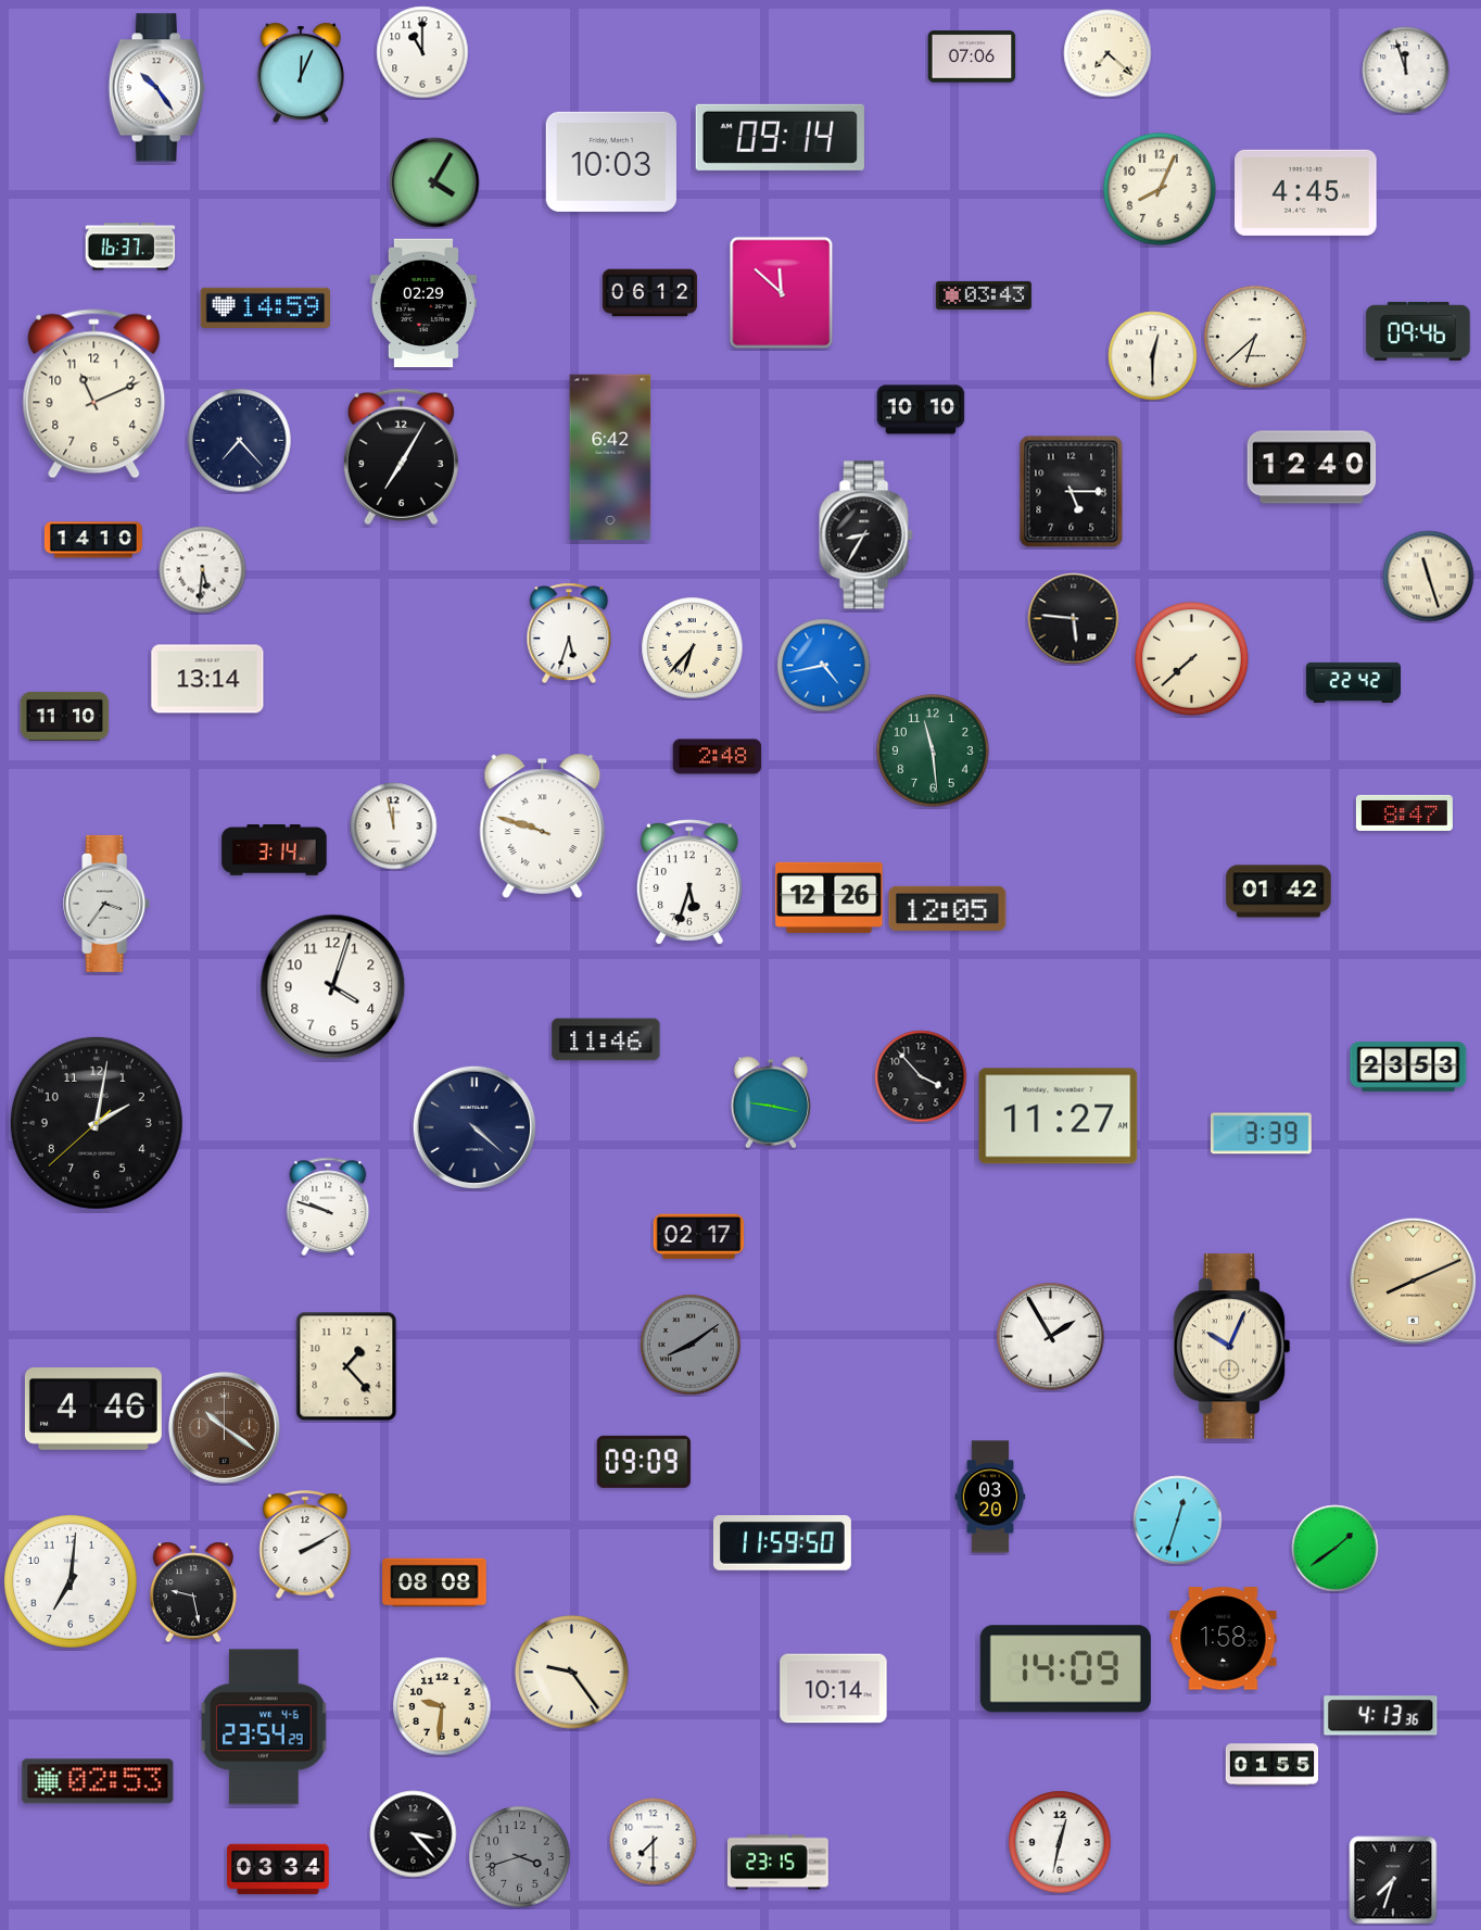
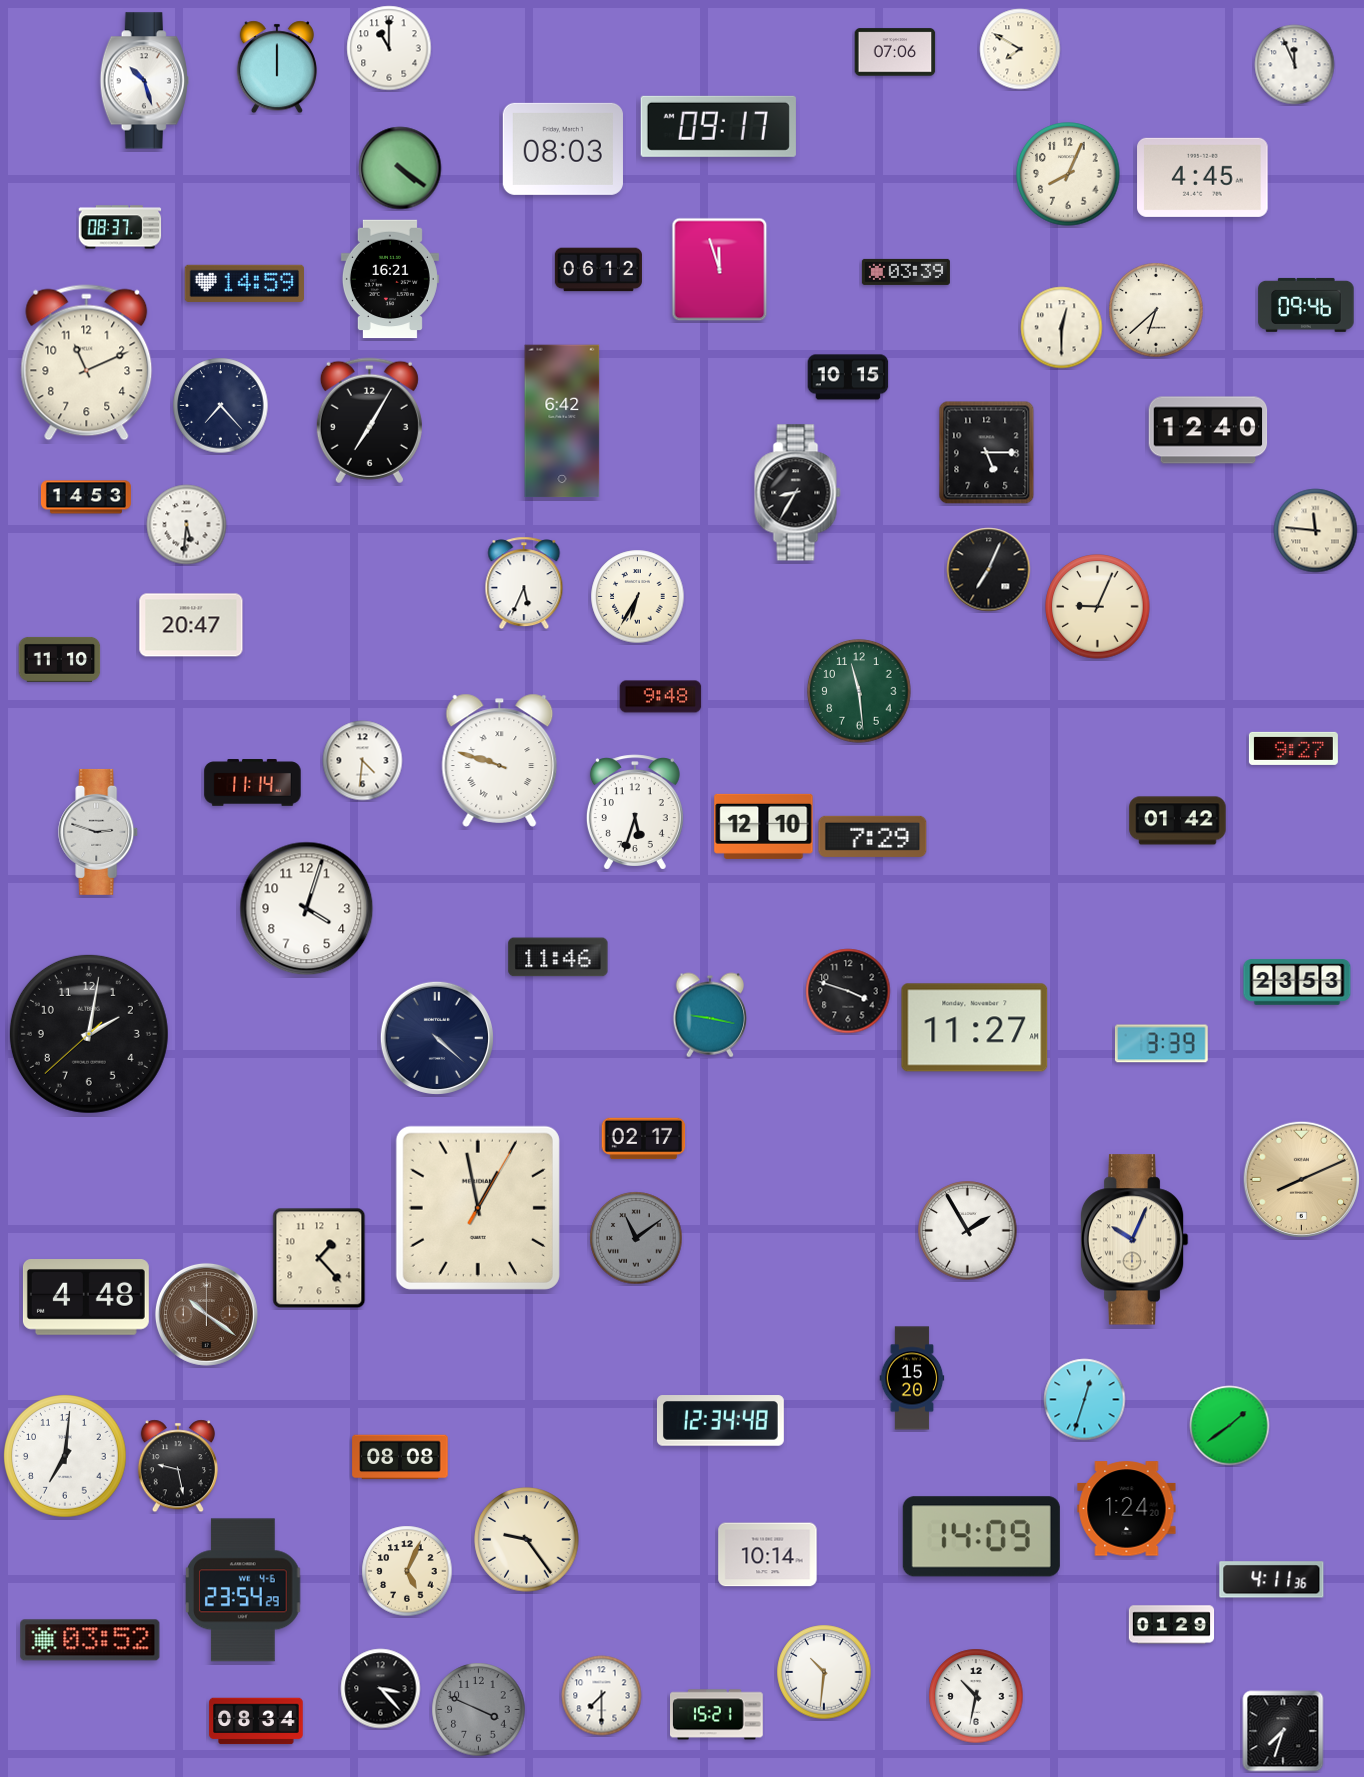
clock at (1107, 53): 7:22 -> 7:50
clock at (1406, 71): 11:57 -> 11:56
clock at (301, 73): 12:04 -> 12:00
clock at (156, 88): 10:24 -> 10:27
clock at (780, 137): 09:14 -> 09:17
clock at (611, 162): 10:03 -> 08:03
clock at (434, 182): 4:05 -> 4:21
clock at (130, 247): 16:37 -> 08:37
clock at (782, 293): 11:52 -> 11:57
clock at (984, 295): 03:43 -> 03:39
clock at (423, 303): 02:29 -> 16:21
clock at (921, 409): 10:10 -> 10:15
clock at (93, 540): 14:10 -> 14:53
clock at (1429, 577): 11:27 -> 11:46
clock at (1074, 619): 5:46 -> 7:04
clock at (569, 633): 5:33 -> 5:34
clock at (693, 648): 6:37 -> 6:35
clock at (1192, 659): 7:38 -> 9:04
clock at (824, 666): 4:43 -> none
clock at (207, 679): 13:14 -> 20:47
clock at (1353, 682): 22:42 -> none
clock at (718, 757): 2:48 -> 9:48
clock at (1404, 812): 8:47 -> 9:27
clock at (394, 827): 11:58 -> 4:31
clock at (275, 850): 3:14 -> 11:14
clock at (830, 897): 12:26 -> 12:10
clock at (107, 904): 3:36 -> 2:48
clock at (948, 908): 12:05 -> 7:29
clock at (921, 1076): 3:53 -> 3:48
clock at (328, 1207): 9:48 -> none
clock at (478, 1208): none -> 12:58
clock at (691, 1345): 8:09 -> 11:09
clock at (93, 1410): 4:46 -> 4:48
clock at (644, 1462): 09:09 -> none
clock at (990, 1497): 03:20 -> 15:20
clock at (782, 1543): 11:59 -> 12:34
clock at (305, 1544): 2:10 -> none
clock at (1224, 1639): 1:58 -> 1:24
clock at (442, 1706): 9:31 -> 5:04
clock at (1381, 1716): 4:13 -> 4:11
clock at (1273, 1765): 01:55 -> 01:29
clock at (98, 1781): 02:53 -> 03:52
clock at (824, 1672): none -> 10:31
clock at (1060, 1842): 12:32 -> 10:32
clock at (520, 1857): 3:42 -> 3:49
clock at (779, 1863): 23:15 -> 15:21
clock at (278, 1869): 03:34 -> 08:34
